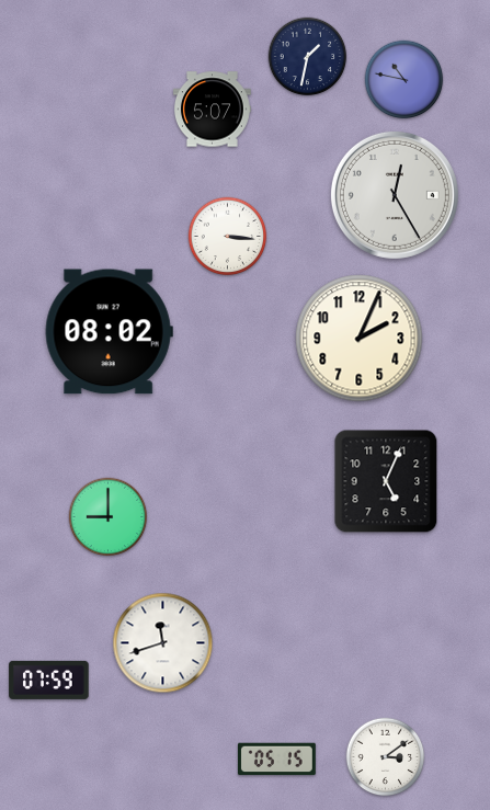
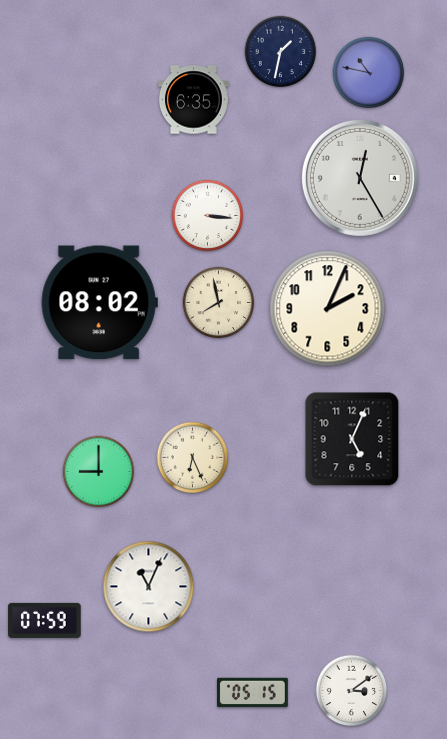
clock at (212, 110): 5:07 -> 6:35
clock at (219, 303): none -> 7:58
clock at (193, 458): none -> 6:26
clock at (163, 643): 11:42 -> 11:04
